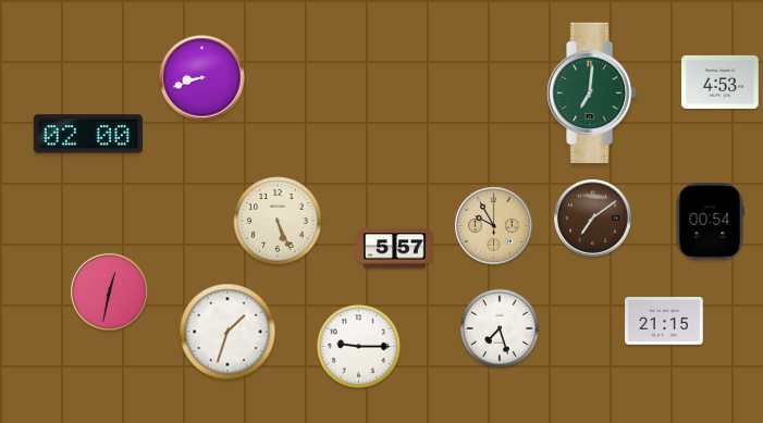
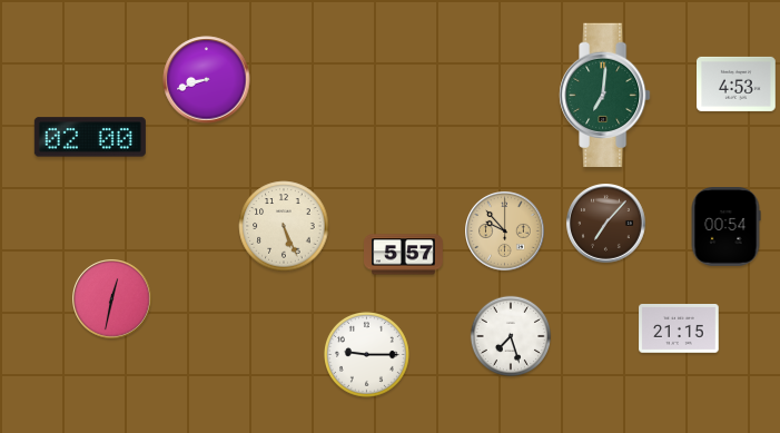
clock at (593, 219): 7:09 -> 7:07
clock at (494, 226): 9:55 -> 9:53
clock at (227, 332): 1:33 -> none
